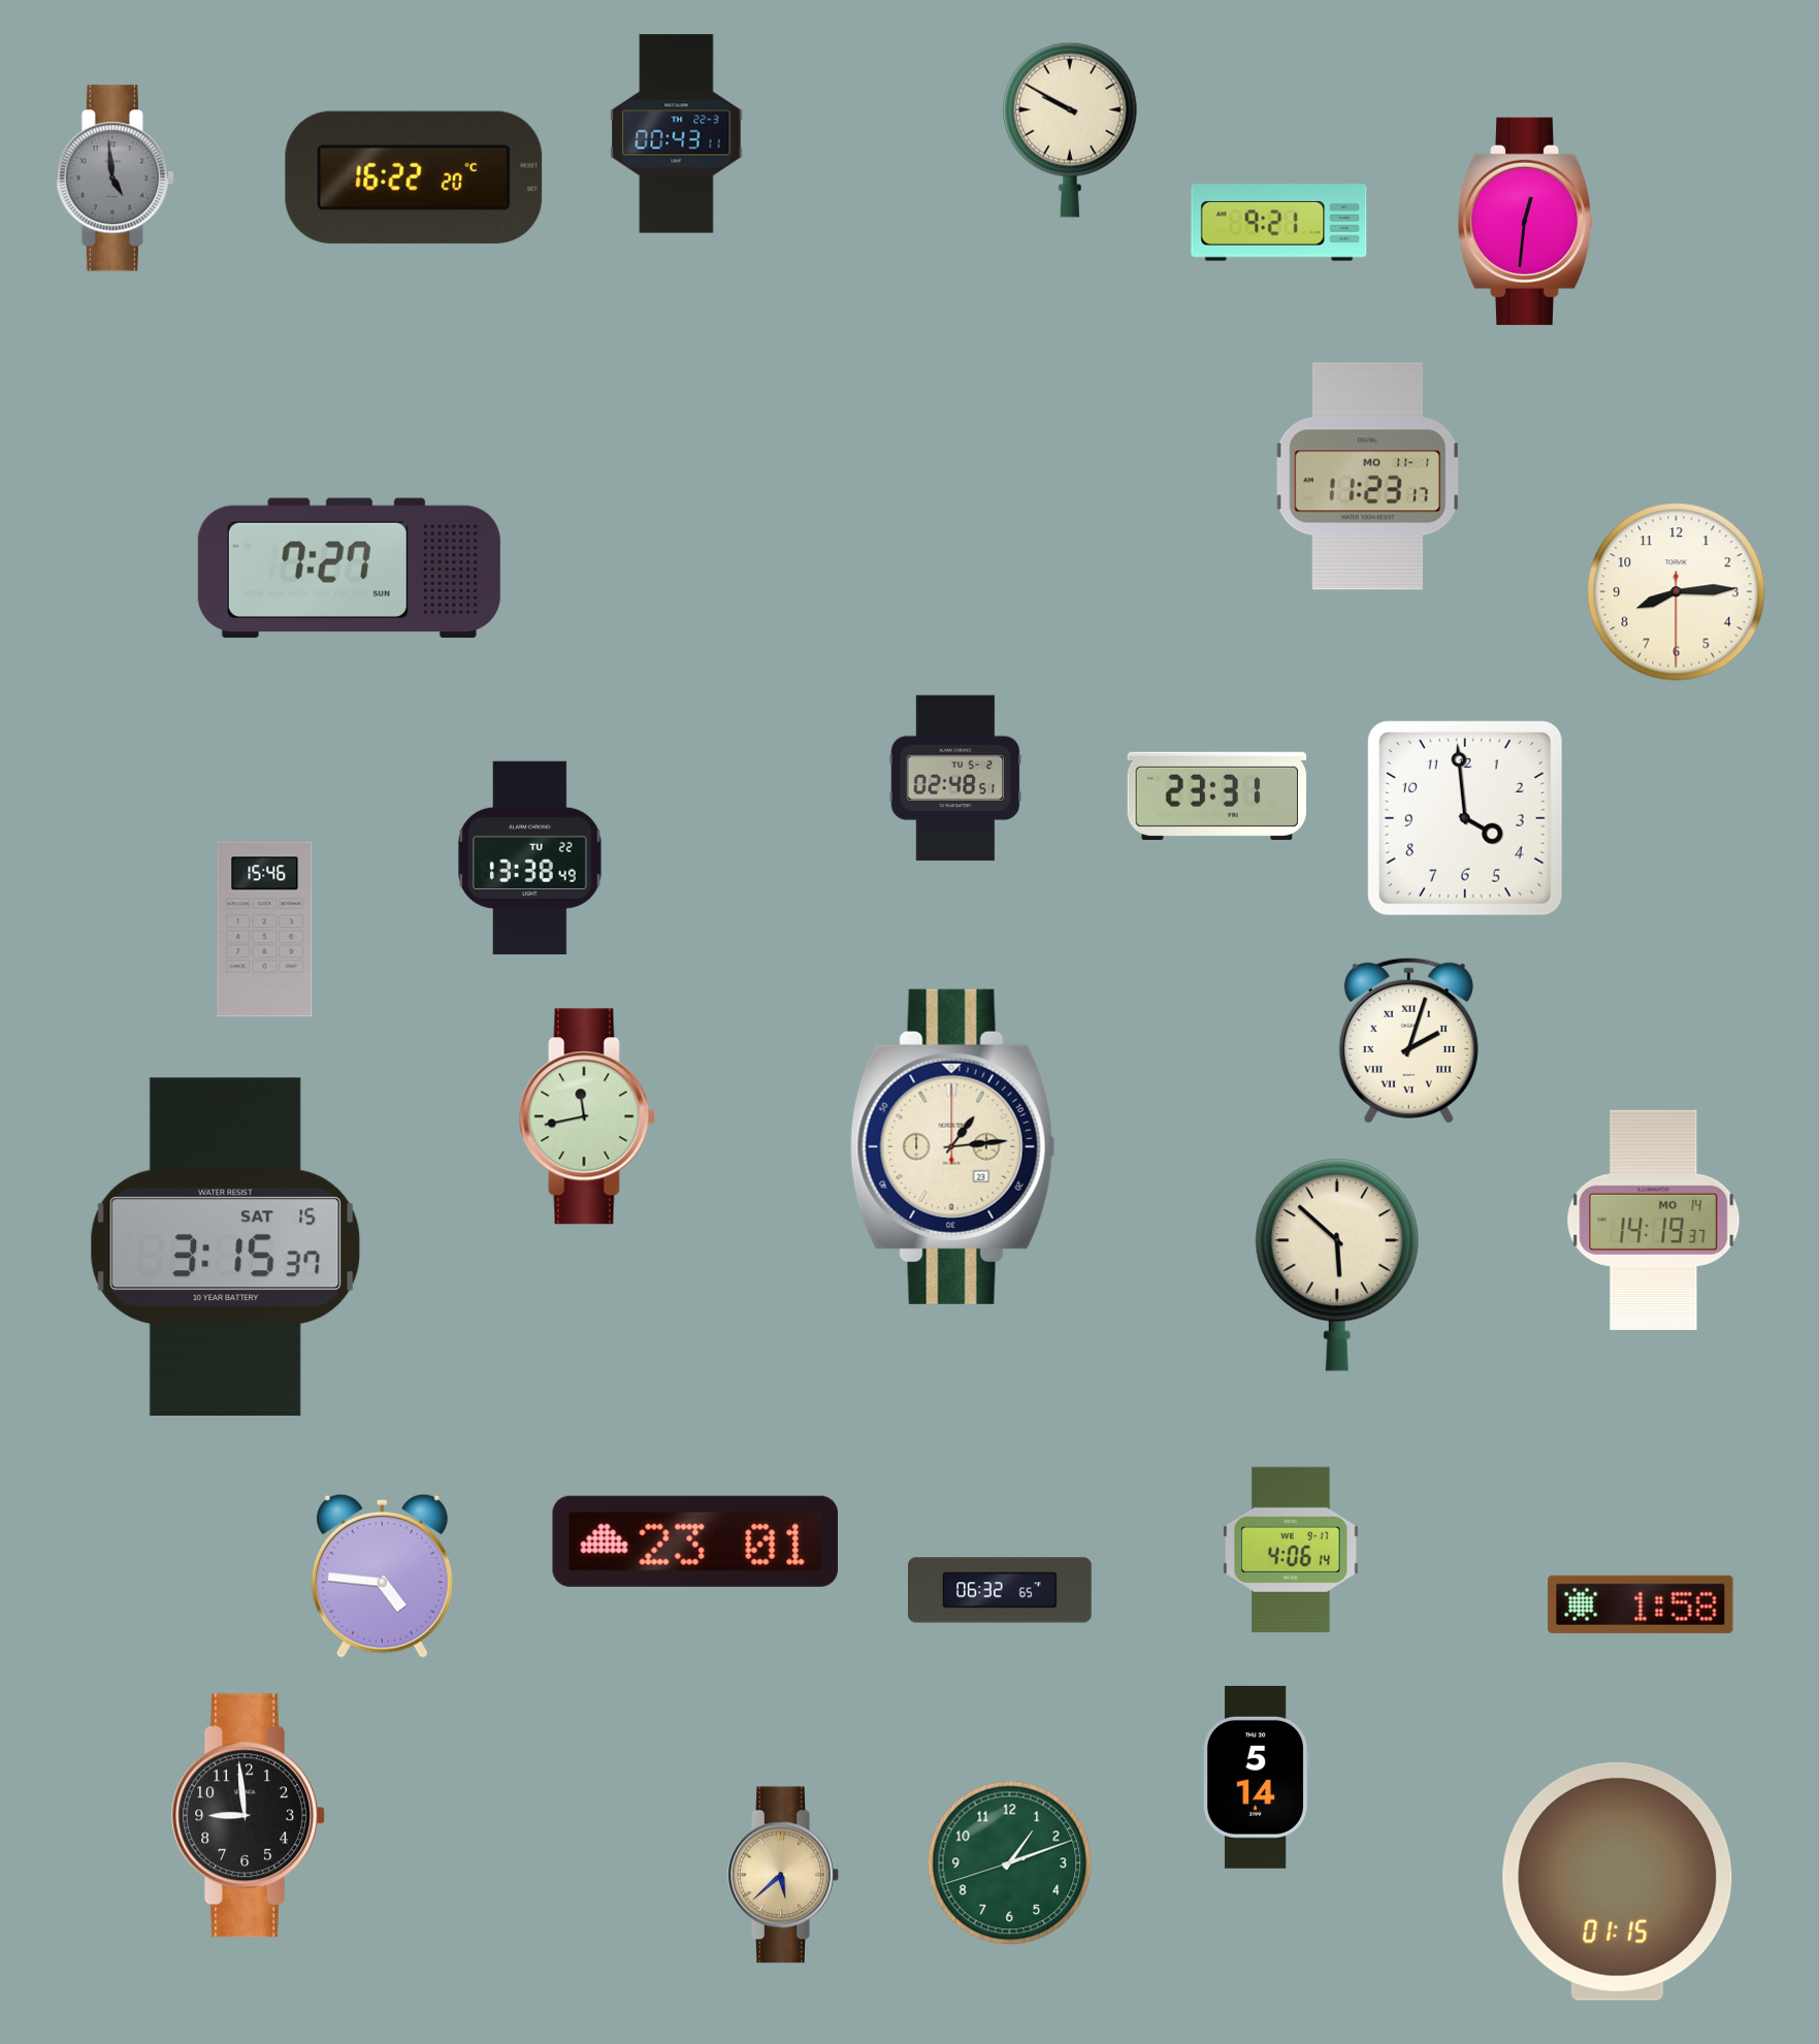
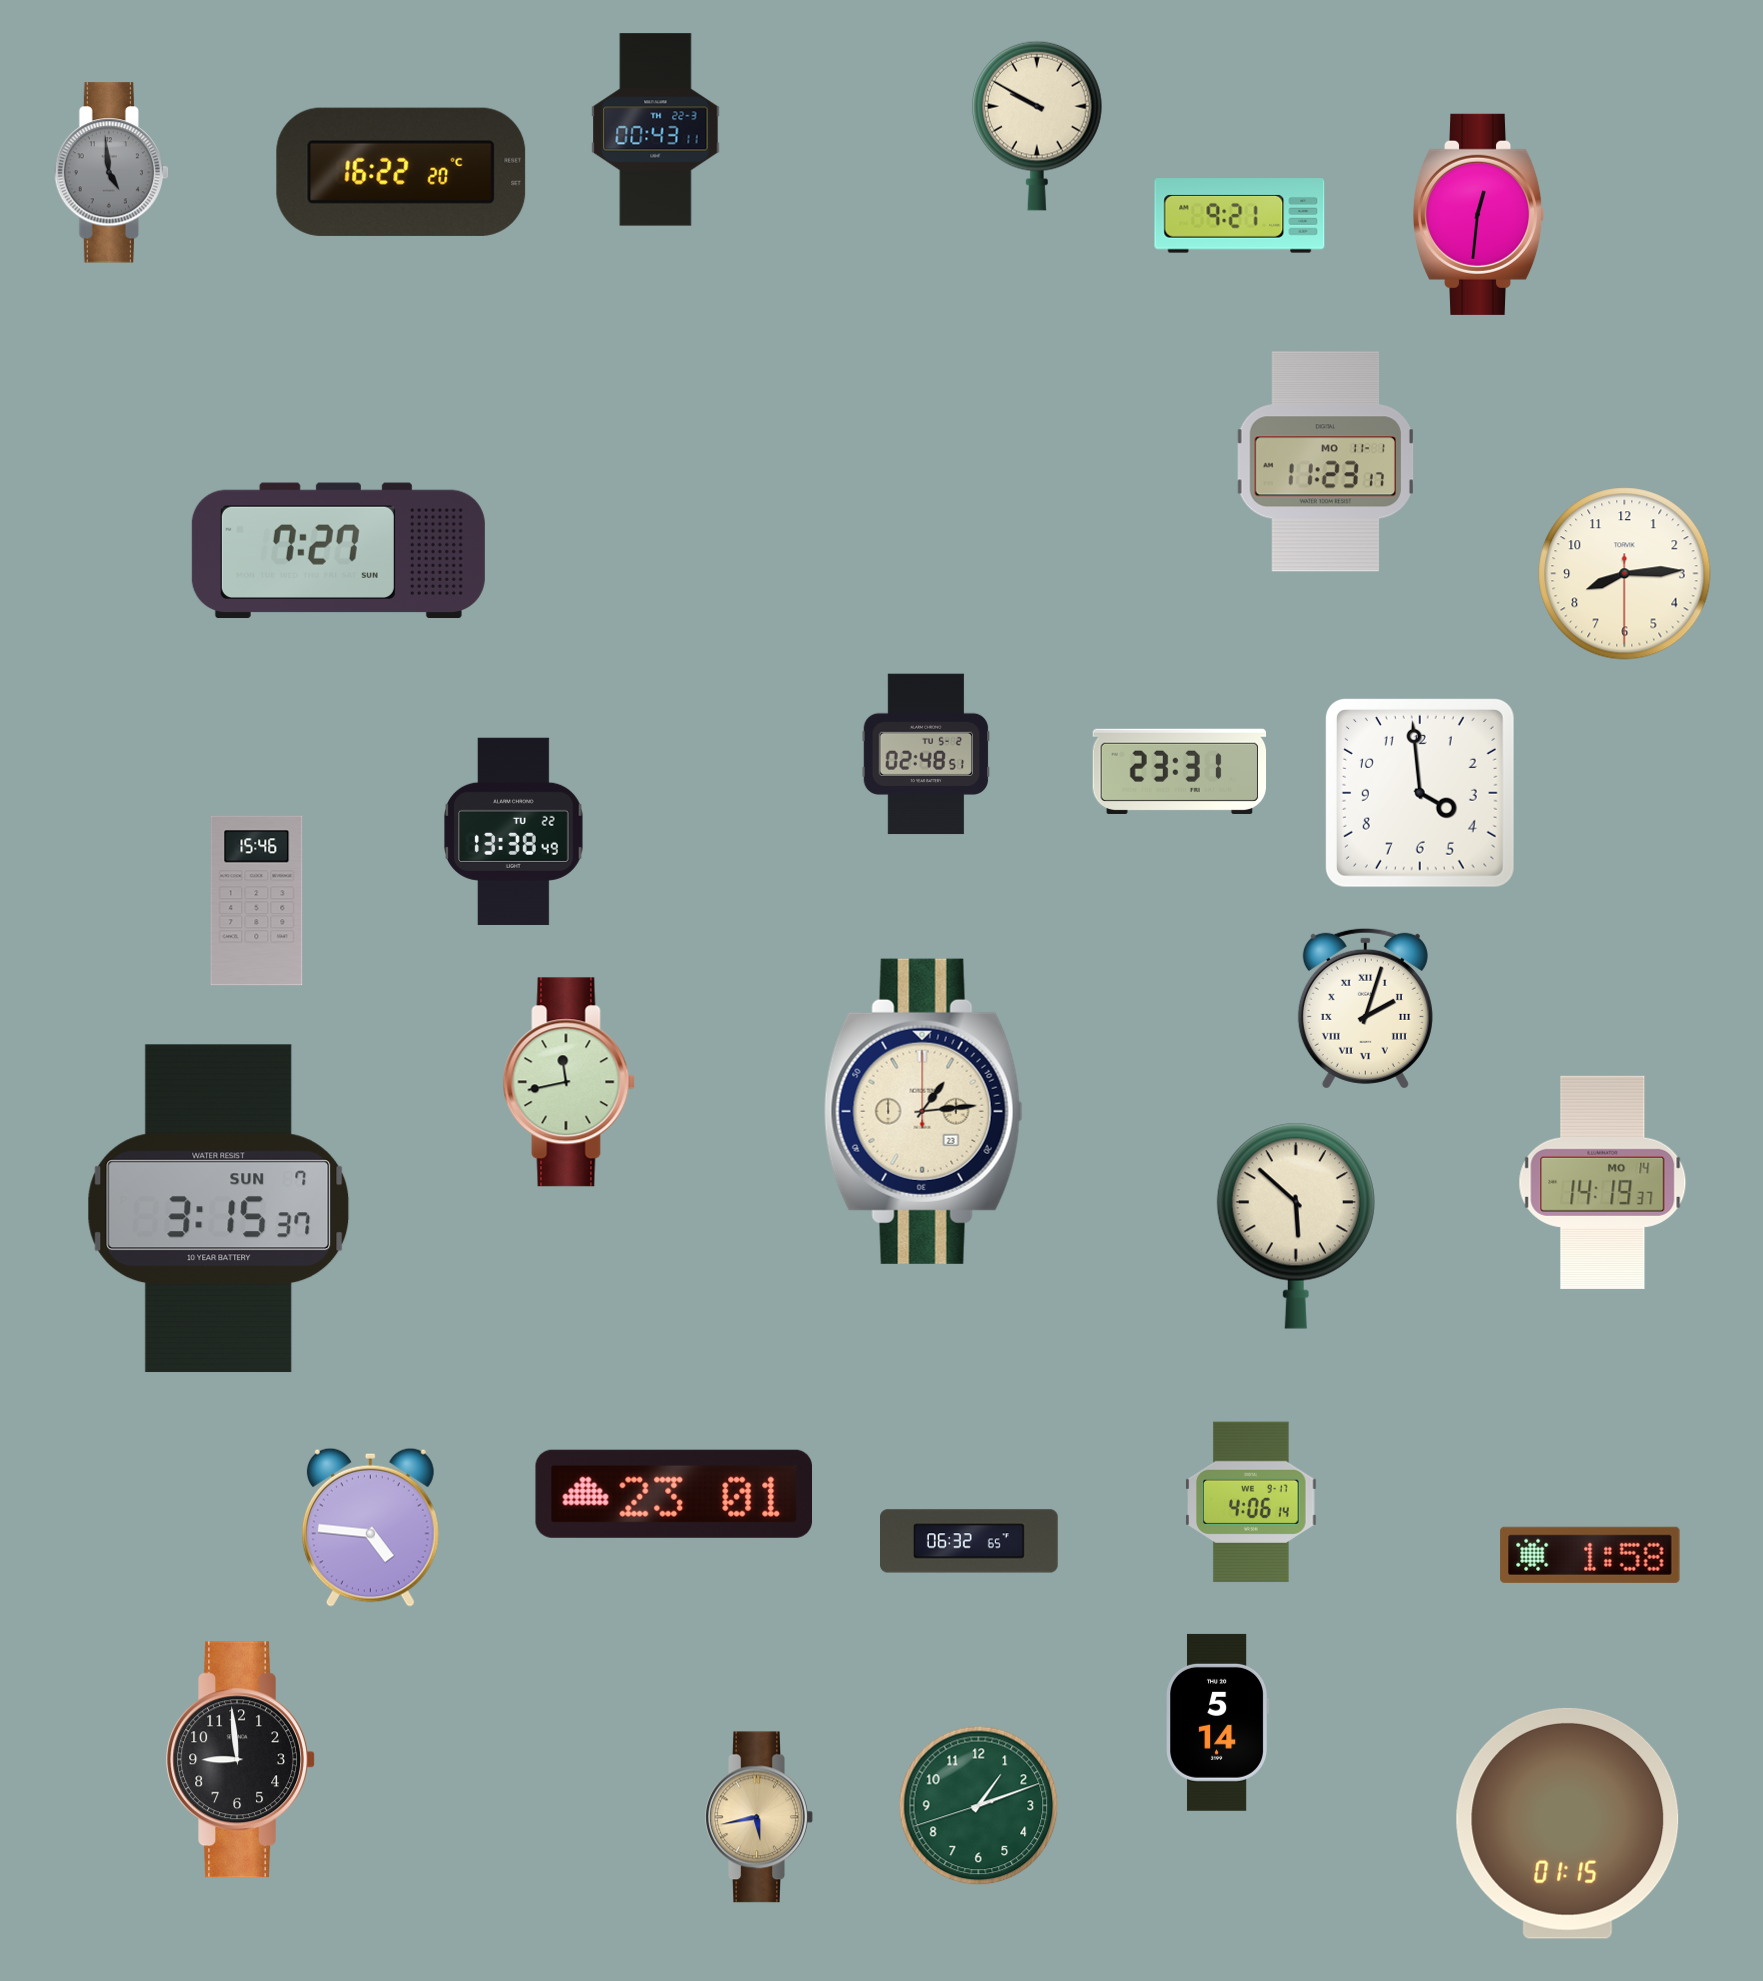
clock at (226, 1247) date: SAT 15 -> SUN 7
clock at (783, 1875): 5:38 -> 5:43
